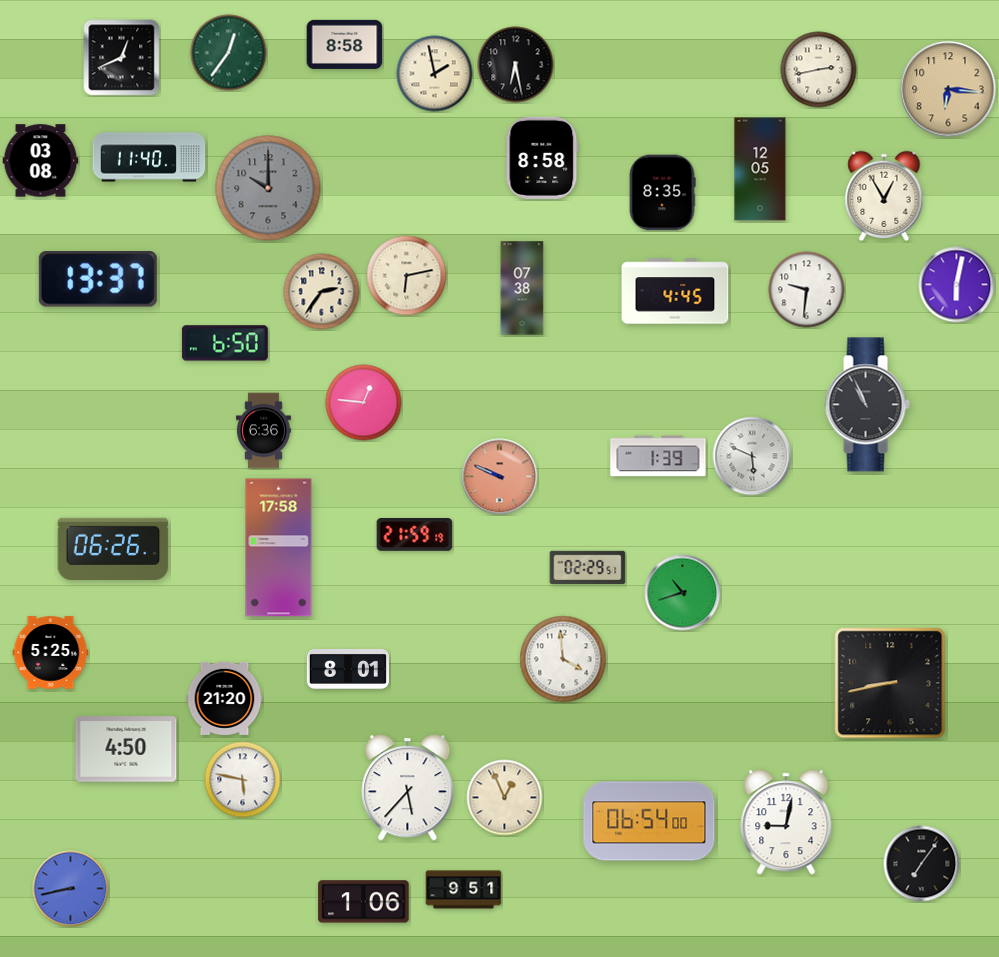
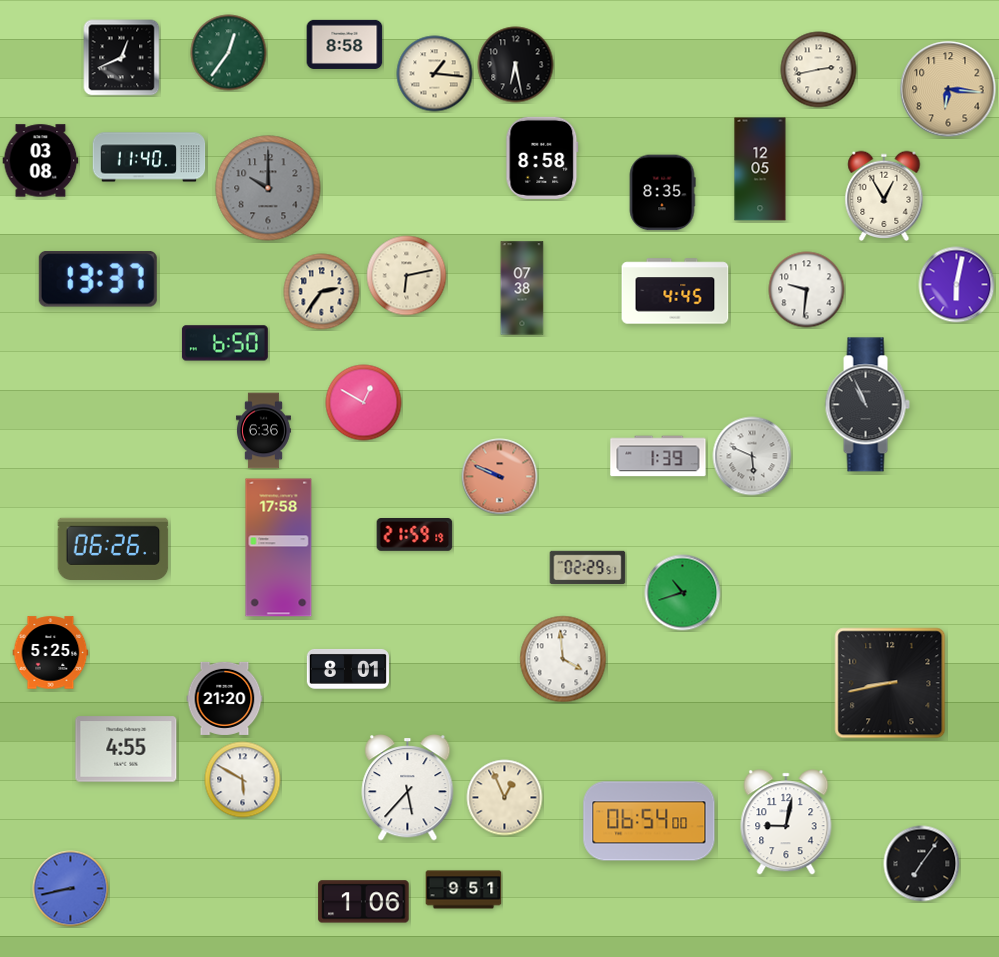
clock at (435, 74): 1:58 -> 1:16
clock at (364, 403): 12:46 -> 12:50
clock at (126, 749): 4:50 -> 4:55
clock at (243, 780): 5:47 -> 5:50
